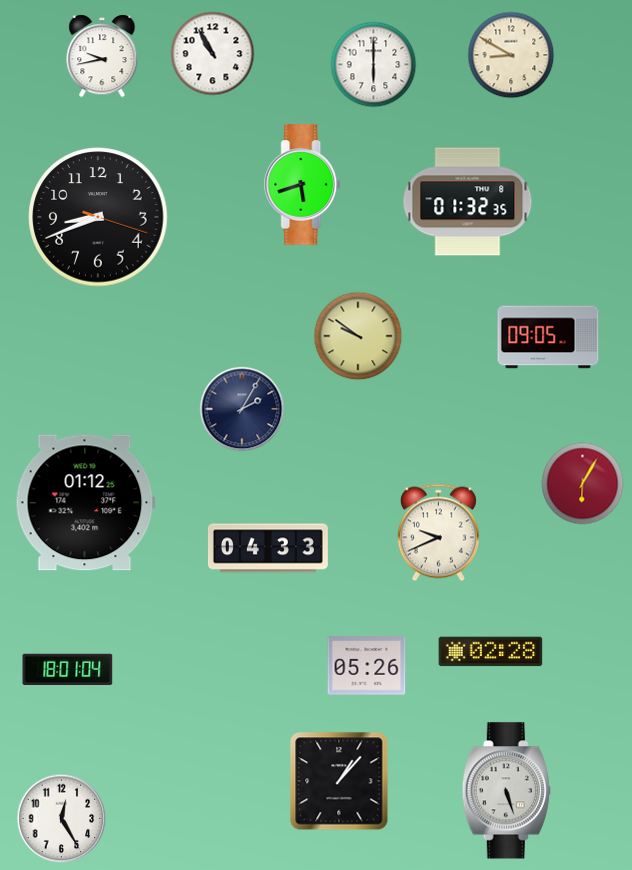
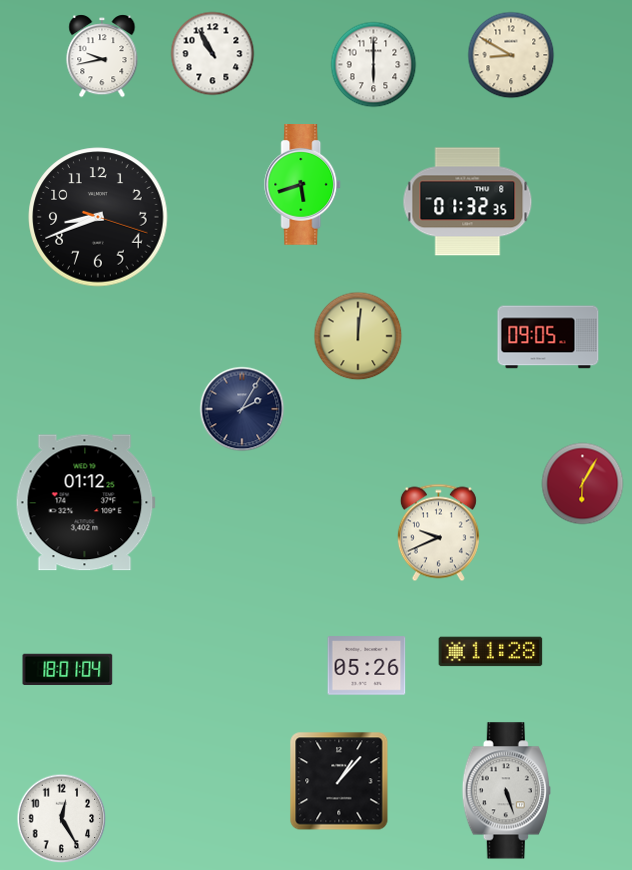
clock at (358, 336): 9:51 -> 12:01
clock at (268, 548): 04:33 -> none
clock at (491, 652): 02:28 -> 11:28
